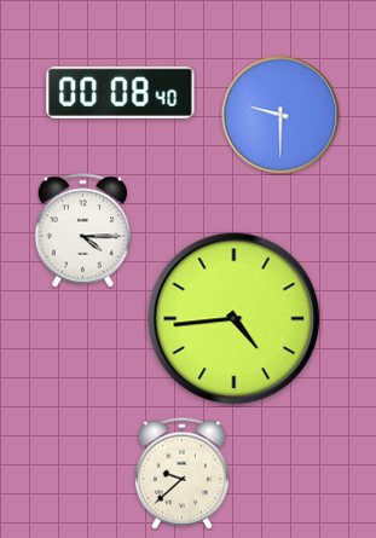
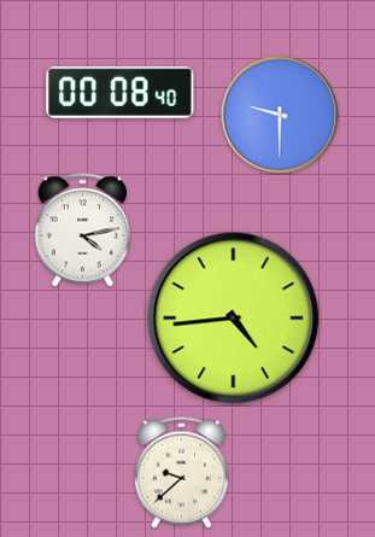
clock at (82, 231): 4:15 -> 4:13
